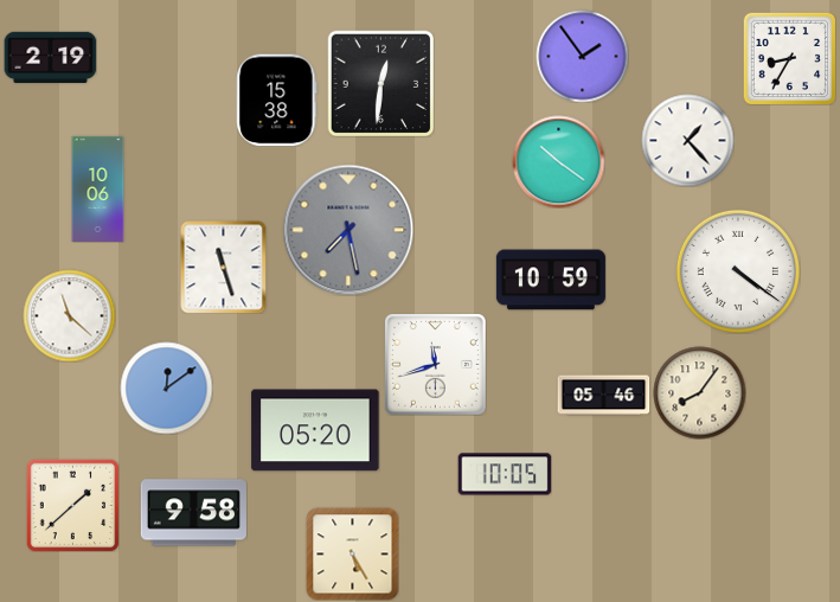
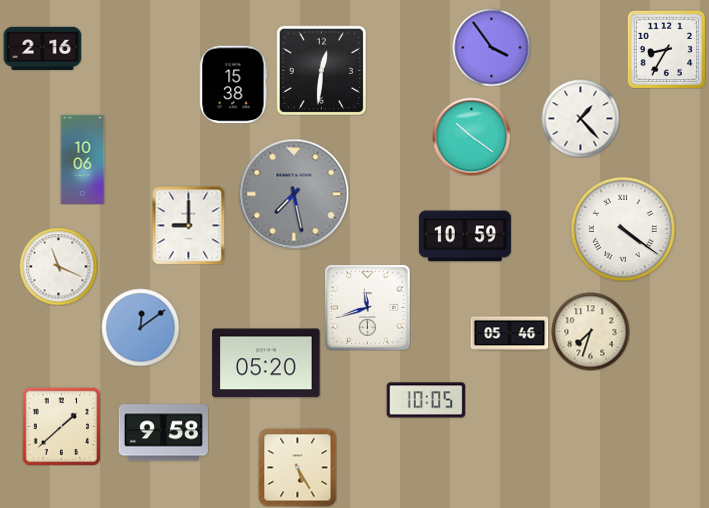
clock at (582, 56): 1:54 -> 3:54
clock at (50, 57): 2:19 -> 2:16
clock at (224, 267): 11:27 -> 9:00
clock at (69, 315): 11:22 -> 11:19
clock at (699, 392): 8:06 -> 7:33
